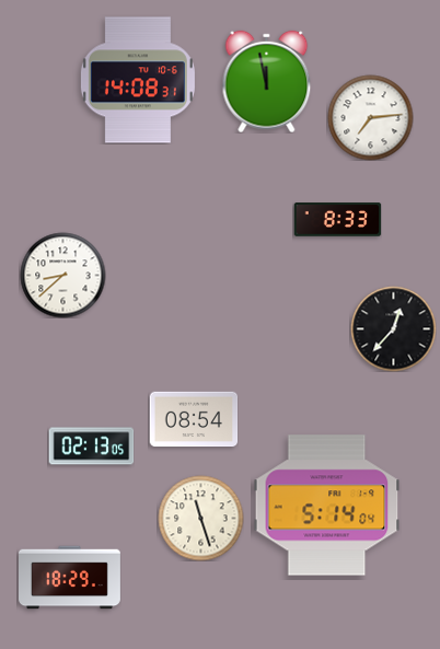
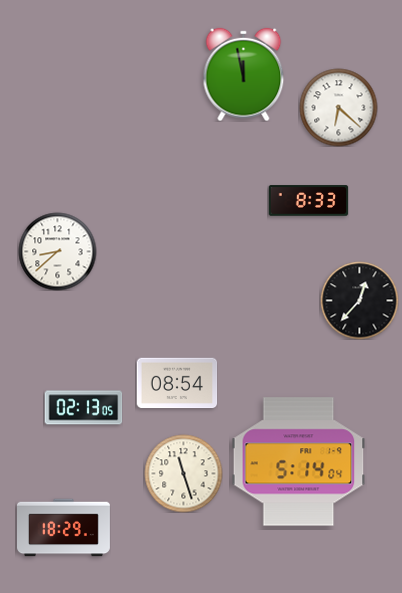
clock at (138, 80): 14:08 -> none
clock at (370, 117): 7:14 -> 6:22
